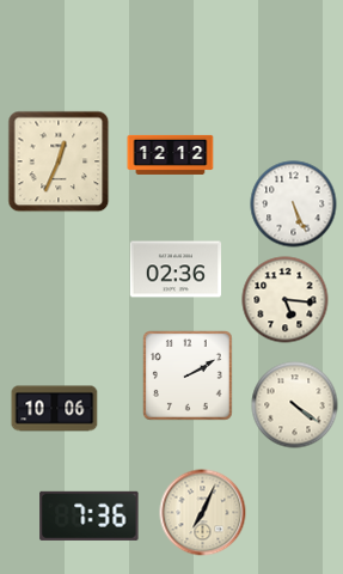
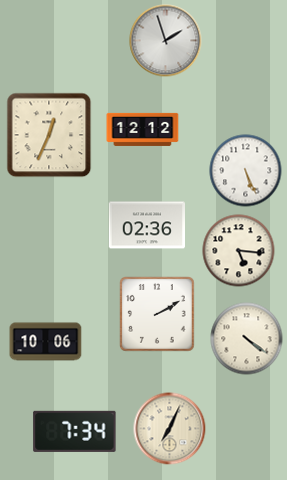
clock at (166, 41): none -> 1:57
clock at (90, 515): 7:36 -> 7:34
